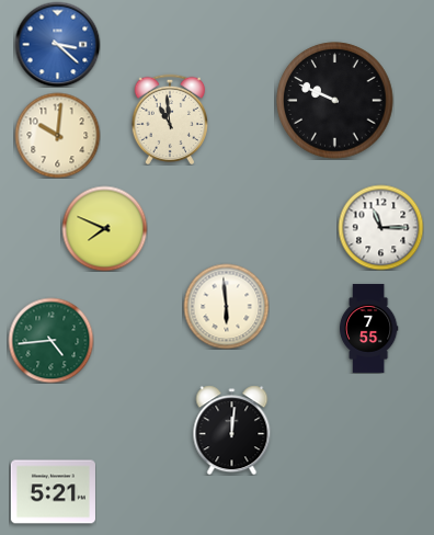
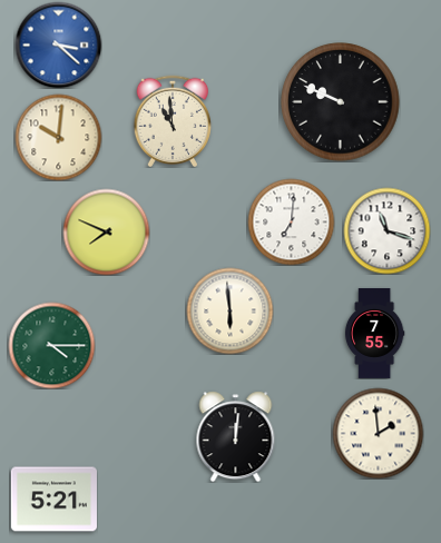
clock at (291, 221): none -> 7:01
clock at (380, 227): 11:15 -> 11:18
clock at (50, 340): 4:44 -> 4:15
clock at (378, 433): none -> 1:59
